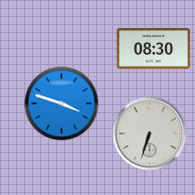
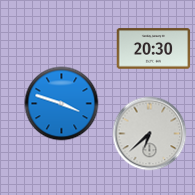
clock at (154, 49): 08:30 -> 20:30
clock at (150, 134): 6:33 -> 6:38
